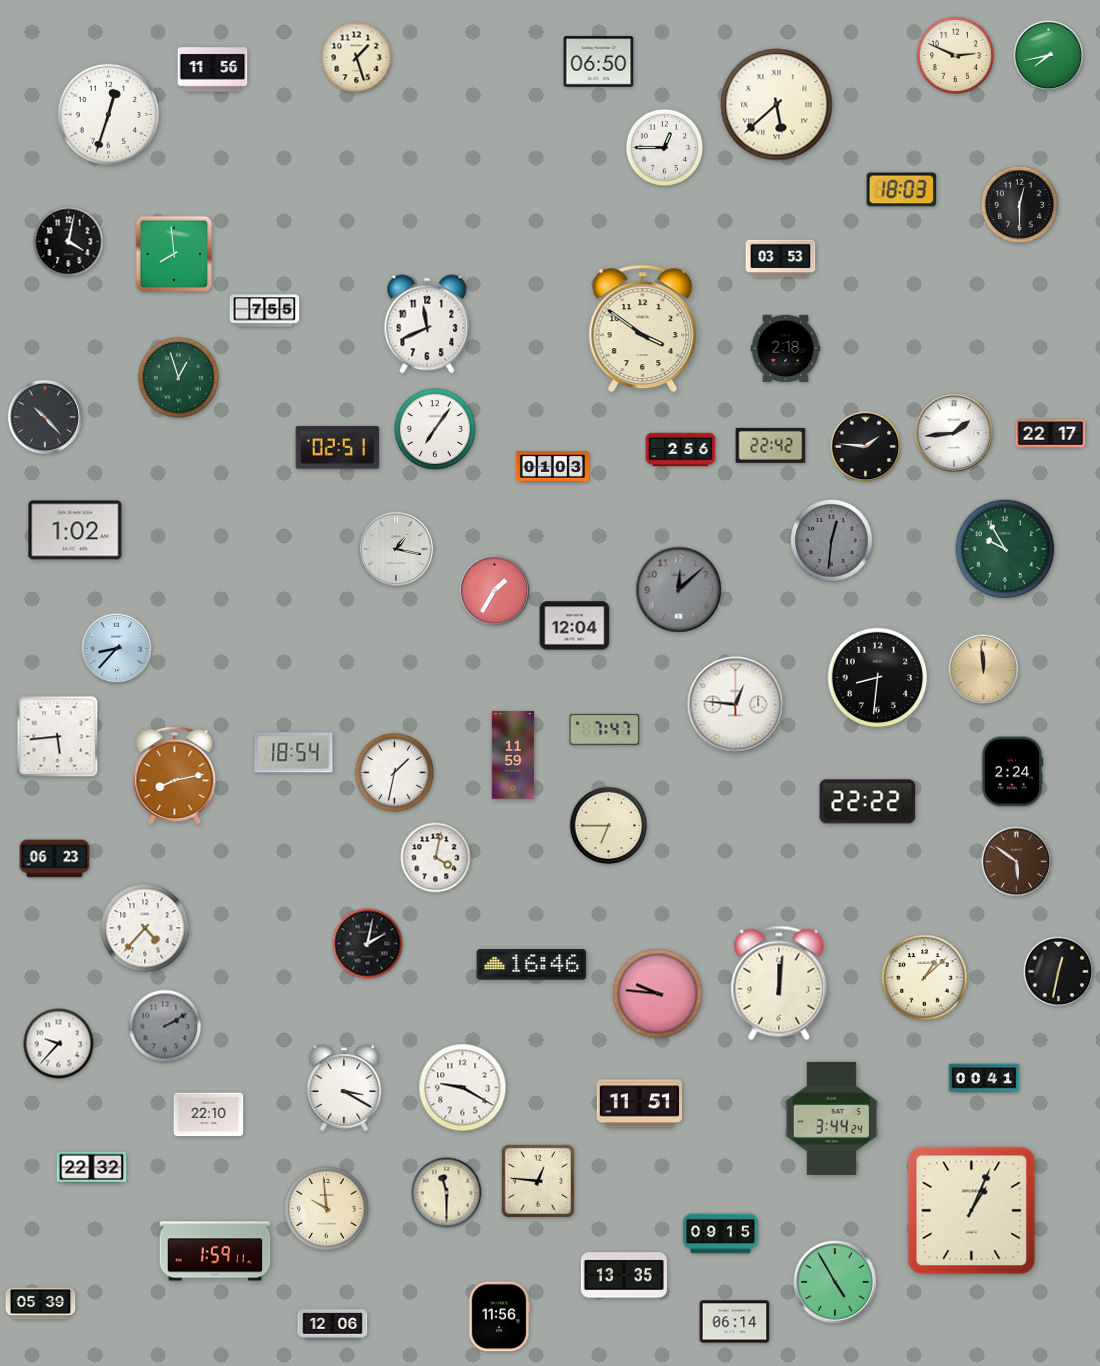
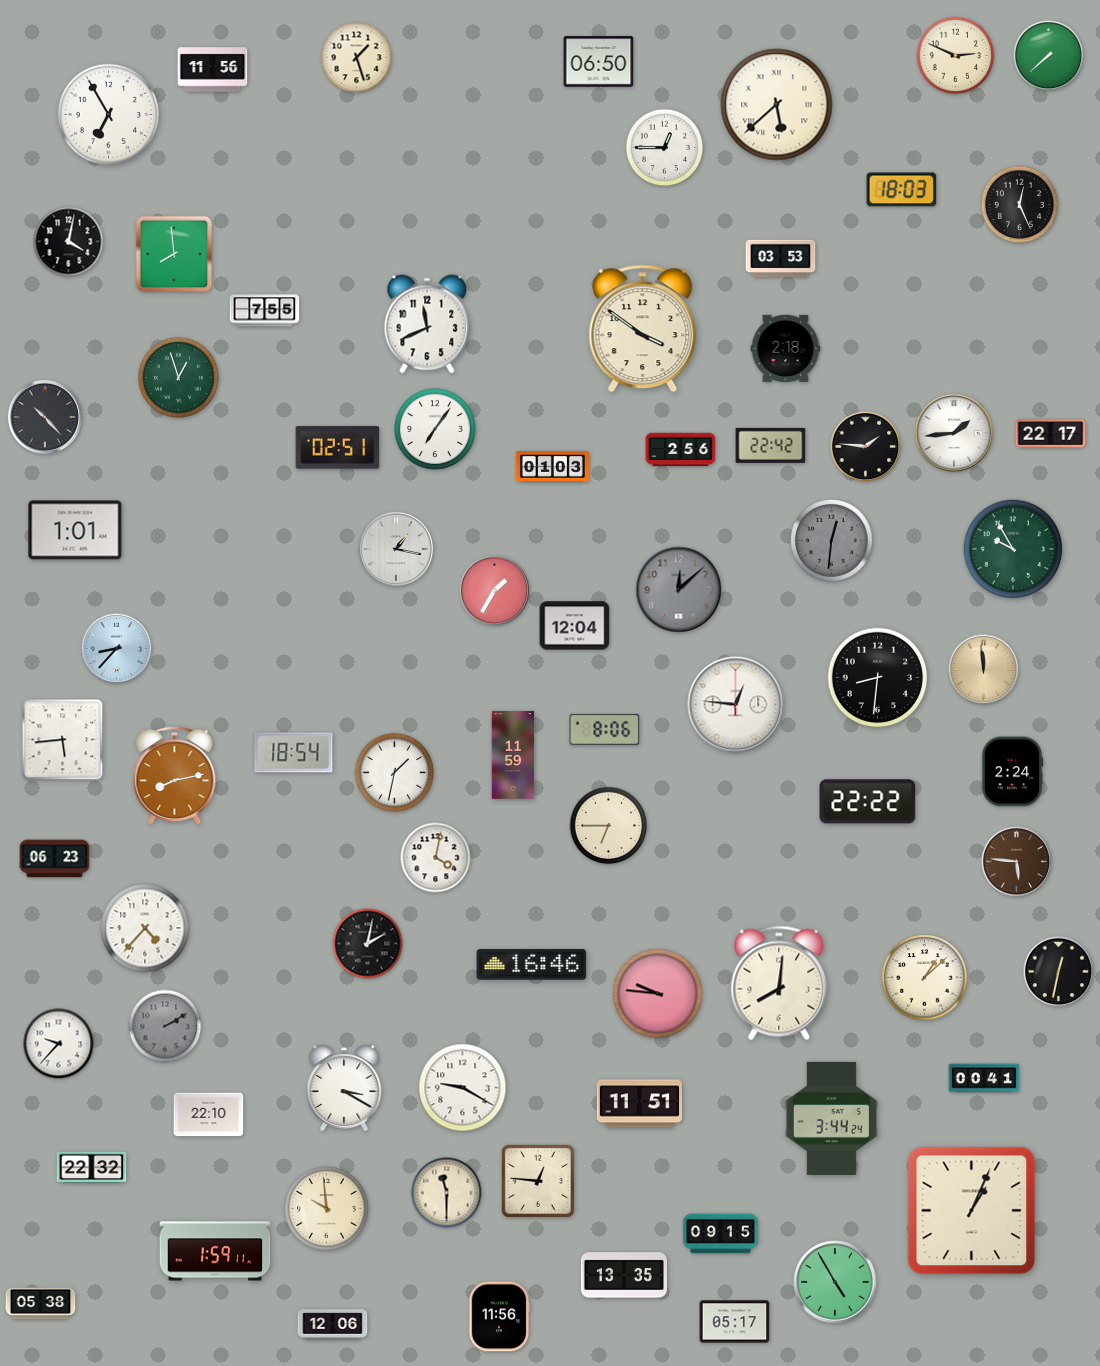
clock at (1049, 56): 7:43 -> 7:38
clock at (108, 114): 12:33 -> 6:55
clock at (1020, 205): 12:30 -> 12:26
clock at (75, 530): 1:02 -> 1:01
clock at (1005, 549) position: (1005, 549) -> (1013, 549)
clock at (605, 729): 7:47 -> 8:06
clock at (58, 737) position: (58, 737) -> (63, 740)
clock at (1017, 862): 5:51 -> 5:46
clock at (779, 983): 12:01 -> 8:01
clock at (41, 1304): 05:39 -> 05:38
clock at (735, 1322): 06:14 -> 05:17
